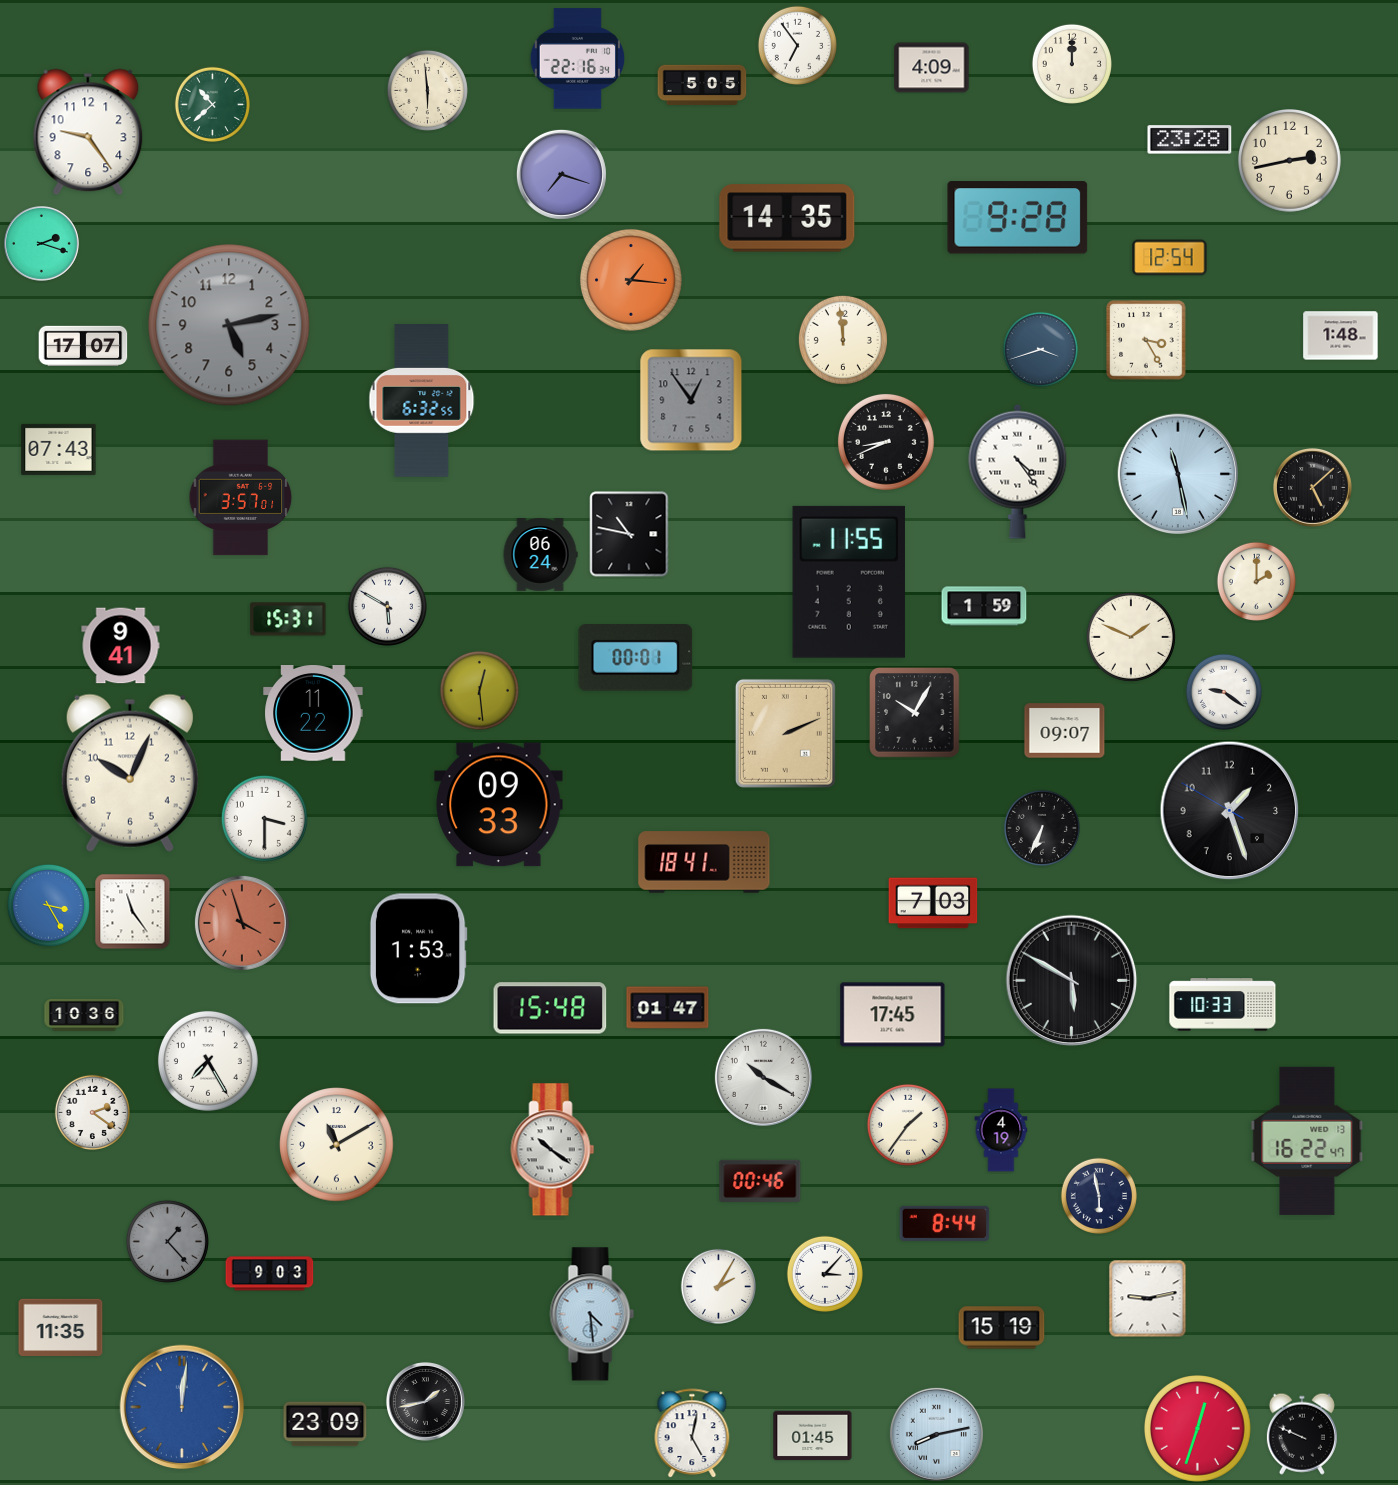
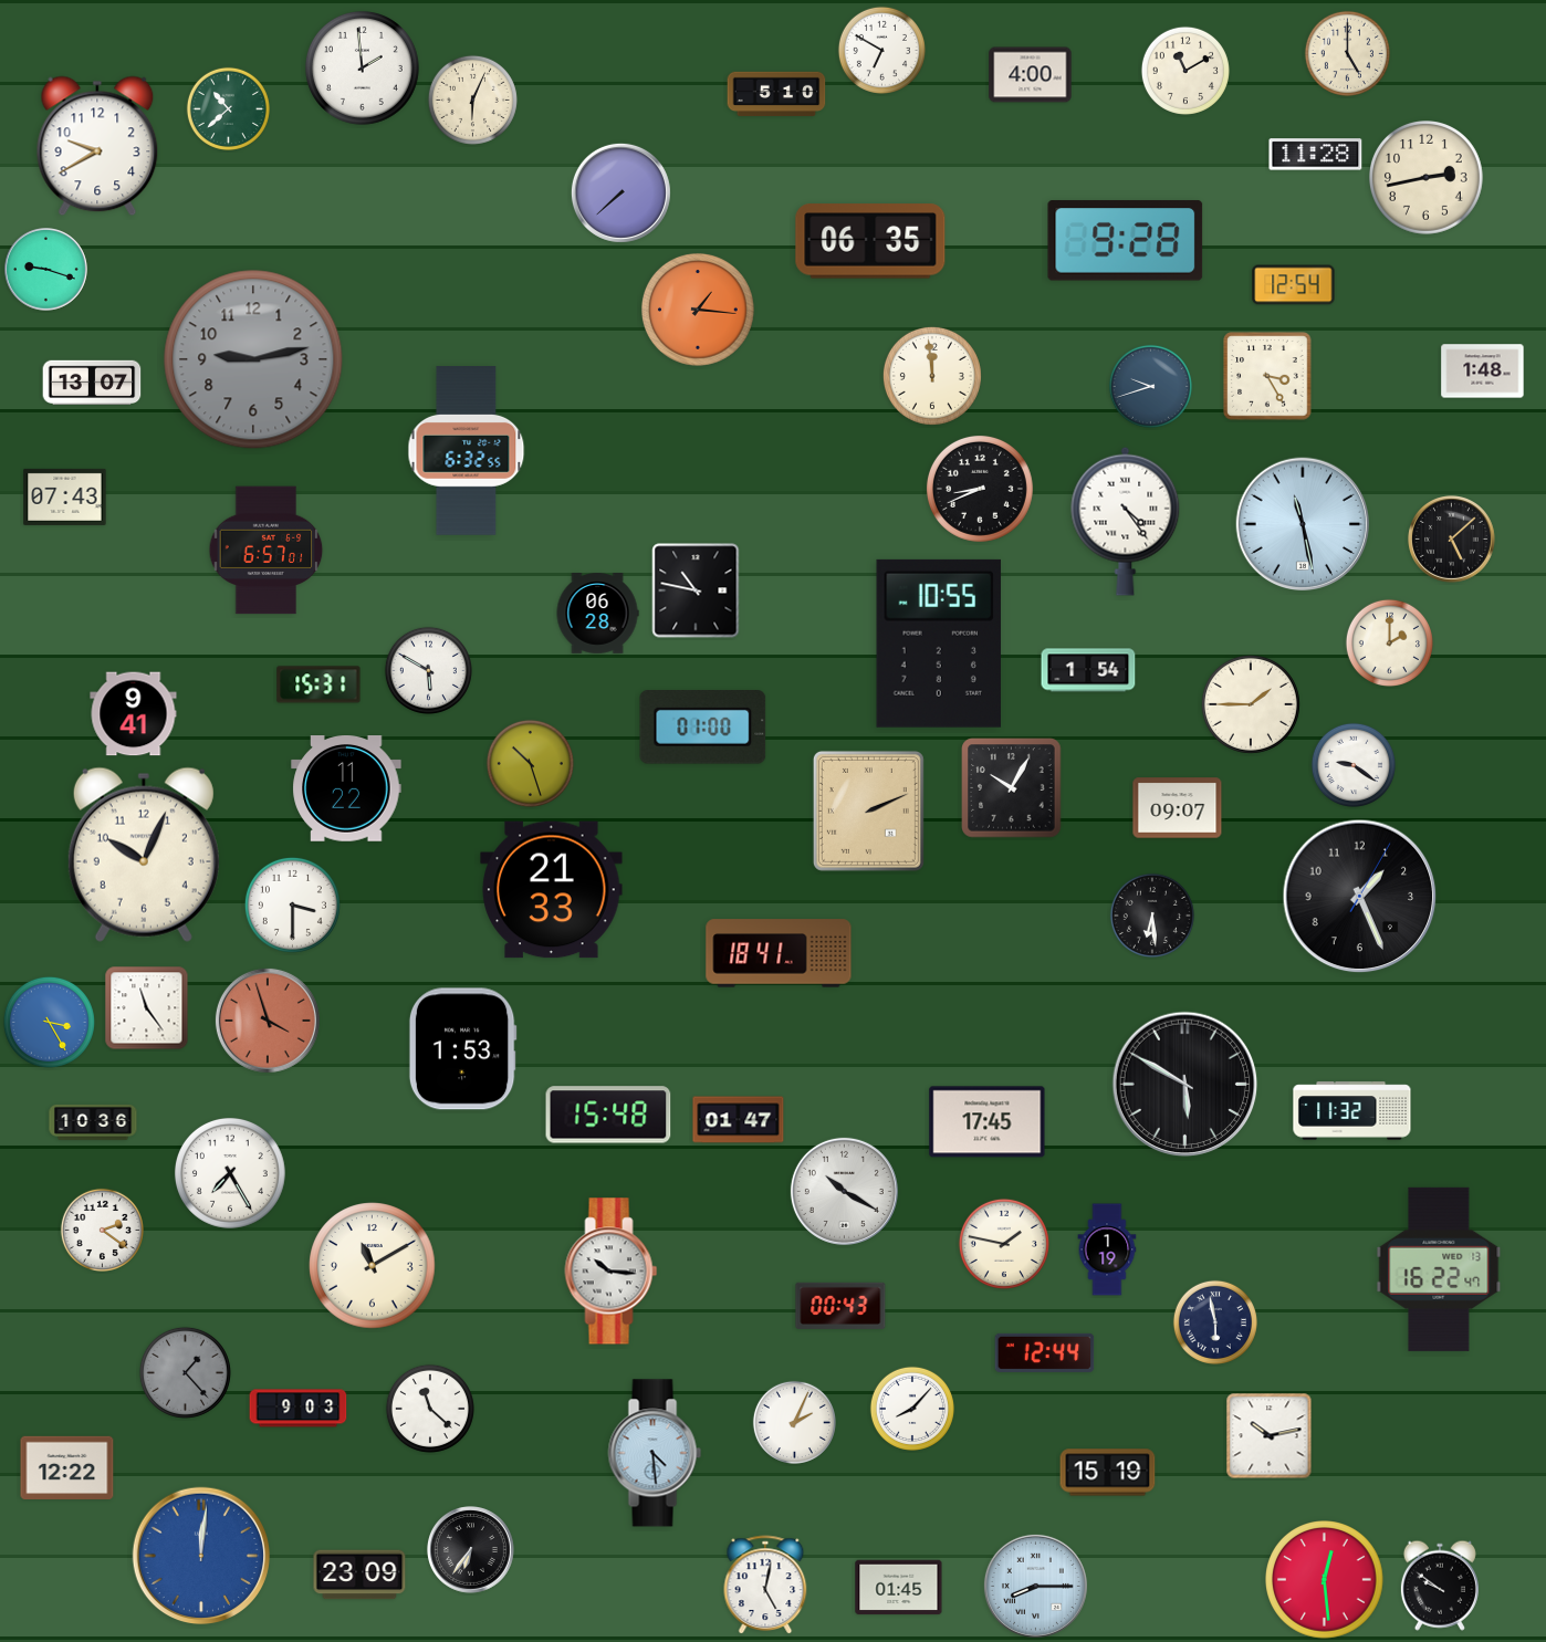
clock at (797, 45): 6:54 -> 6:50
clock at (1347, 53): none -> 5:00
clock at (578, 59): 22:16 -> none
clock at (363, 69): none -> 1:59
clock at (1072, 64): 12:00 -> 11:10
clock at (932, 68): 4:09 -> 4:00
clock at (702, 85): 5:05 -> 5:10
clock at (427, 90): 5:59 -> 6:04
clock at (212, 104) position: (212, 104) -> (228, 108)
clock at (88, 132): 9:24 -> 9:40
clock at (1190, 140): 23:28 -> 11:28
clock at (561, 174): 7:18 -> 7:38
clock at (787, 218): 14:35 -> 06:35
clock at (42, 244): 2:18 -> 9:18
clock at (229, 325): 5:13 -> 9:13
clock at (83, 345): 17:07 -> 13:07
clock at (1040, 349): 3:42 -> 9:42
clock at (691, 400): 12:54 -> none
clock at (422, 401) position: (422, 401) -> (467, 451)
clock at (241, 498): 3:57 -> 6:57
clock at (540, 555): 06:24 -> 06:28
clock at (848, 582): 11:55 -> 10:55
clock at (984, 606): 1:59 -> 1:54
clock at (1131, 637): 1:49 -> 1:45
clock at (636, 658): 00:01 -> 01:00
clock at (479, 690): 12:29 -> 10:27
clock at (499, 805): 09:33 -> 21:33
clock at (1230, 811): 1:26:50 -> 1:26:05
clock at (1042, 828): 6:34 -> 6:29
clock at (933, 903): 7:03 -> none
clock at (48, 905) position: (48, 905) -> (49, 1022)
clock at (1223, 1005): 10:33 -> 11:32
clock at (668, 1008) position: (668, 1008) -> (739, 1120)
clock at (908, 1125): 1:36 -> 1:47
clock at (1001, 1130): 4:19 -> 1:19
clock at (1307, 1141) position: (1307, 1141) -> (1439, 1269)
clock at (553, 1150): 10:21 -> 10:16
clock at (760, 1181): 00:46 -> 00:43
clock at (945, 1223): 8:44 -> 12:44
clock at (430, 1409): none -> 11:22
clock at (825, 1274): 3:07 -> 8:07
clock at (718, 1286): 2:05 -> 2:04
clock at (1148, 1299): 9:13 -> 10:13
clock at (61, 1328): 11:35 -> 12:22
clock at (1002, 1328) position: (1002, 1328) -> (1108, 1473)
clock at (426, 1402): 1:43 -> 6:36
clock at (1198, 1429): 12:33 -> 12:29
clock at (936, 1434): 8:13 -> 8:15
clock at (1302, 1434): 9:49 -> 9:51
